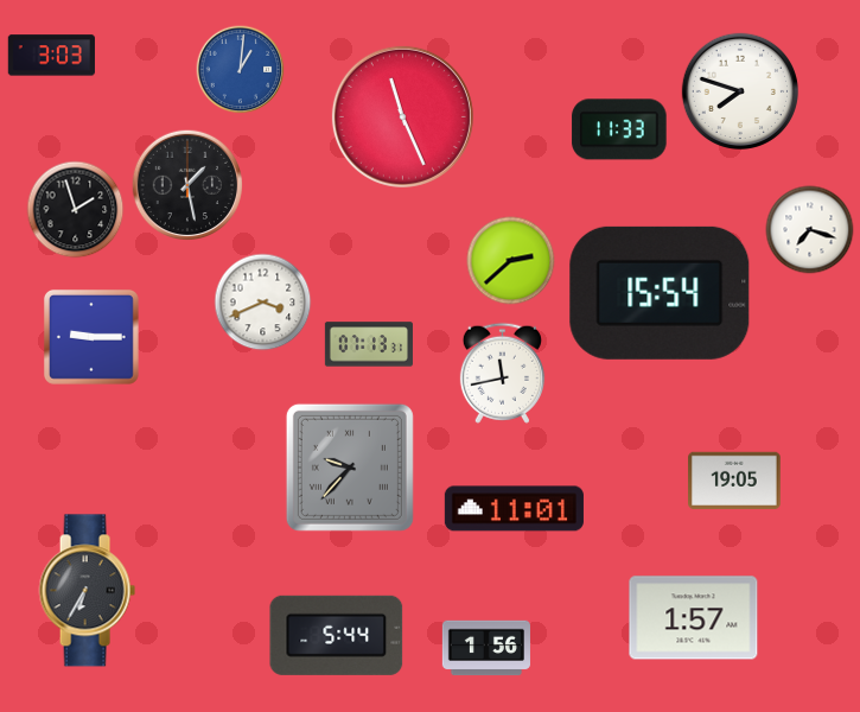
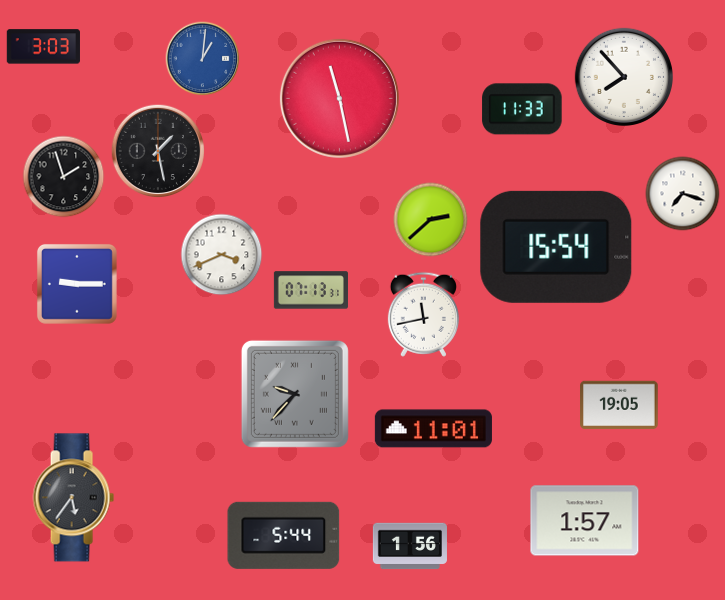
clock at (740, 91): 7:48 -> 7:53
clock at (402, 116): 11:26 -> 11:28
clock at (186, 184) position: (186, 184) -> (157, 150)
clock at (87, 591): 6:35 -> 5:36
